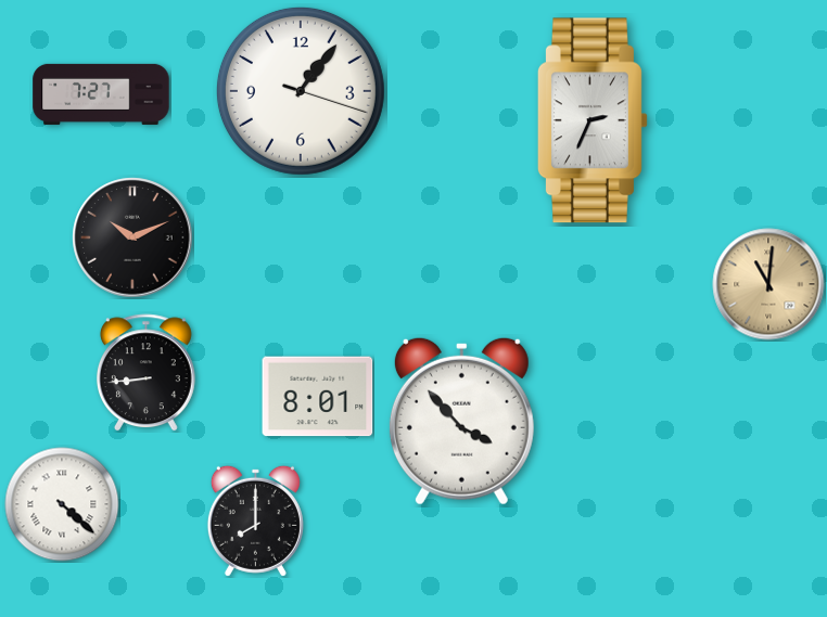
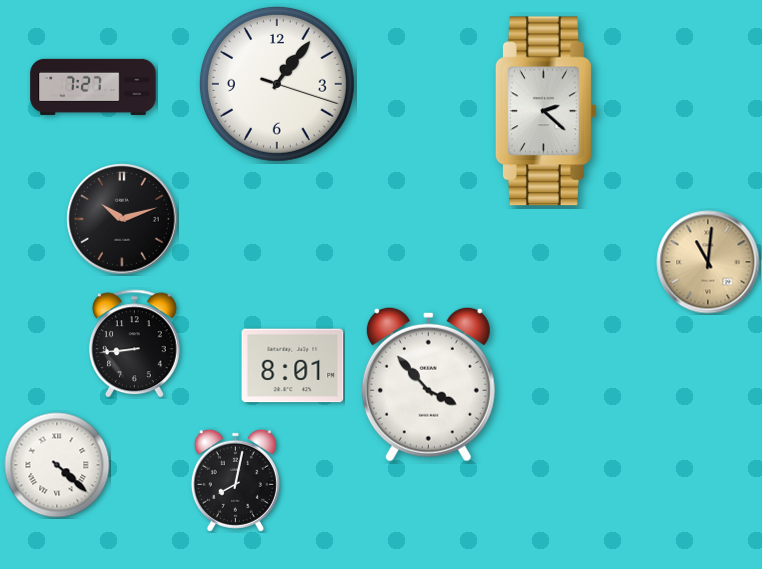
clock at (593, 120): 2:34 -> 2:22
clock at (132, 237): 10:11 -> 10:12
clock at (461, 421) position: (461, 421) -> (428, 384)
clock at (255, 520): 8:00 -> 8:02
